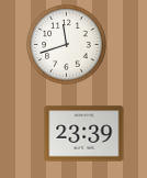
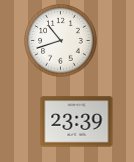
clock at (67, 45): 11:42 -> 10:42
